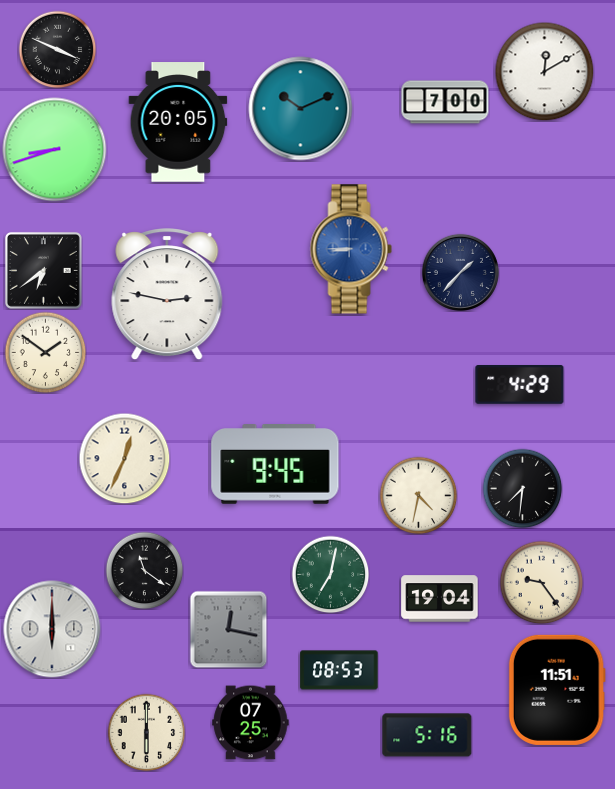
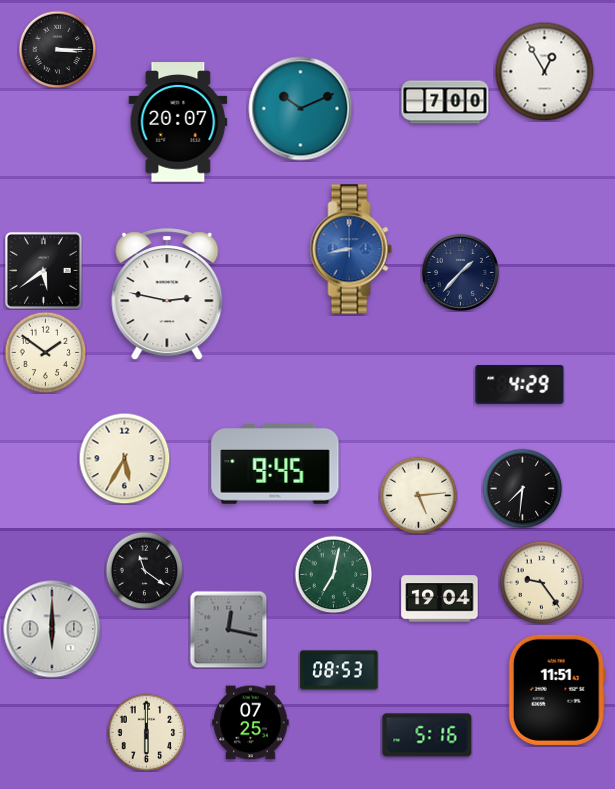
clock at (57, 49): 3:49 -> 3:15
clock at (545, 72): 12:10 -> 12:55
clock at (178, 122): 20:05 -> 20:07
clock at (55, 150): 8:42 -> none
clock at (351, 249): 8:45 -> 8:43
clock at (43, 270): 6:39 -> 5:39
clock at (124, 458): 12:34 -> 5:35
clock at (418, 495): 4:32 -> 5:14
clock at (330, 574) position: (330, 574) -> (333, 574)
